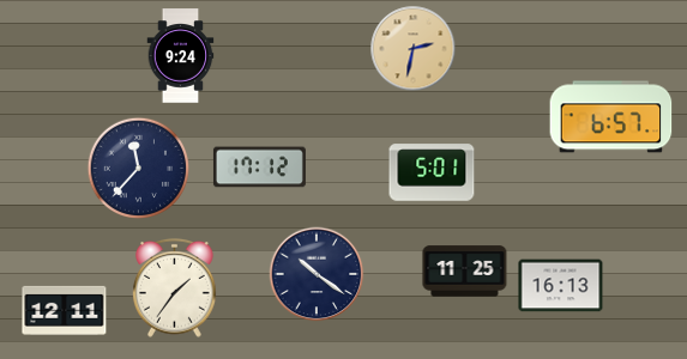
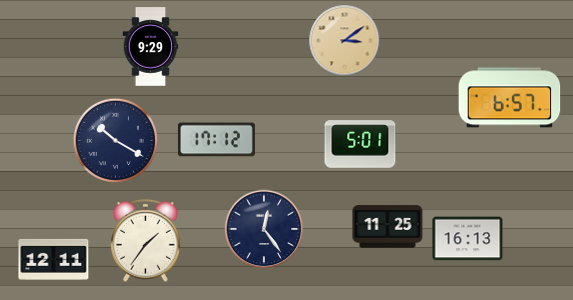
clock at (414, 49): 2:32 -> 3:09
clock at (181, 56): 9:24 -> 9:29
clock at (138, 168): 11:37 -> 10:20
clock at (317, 274): 10:21 -> 12:24
